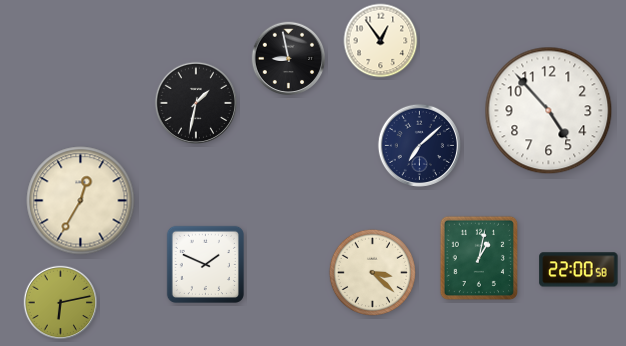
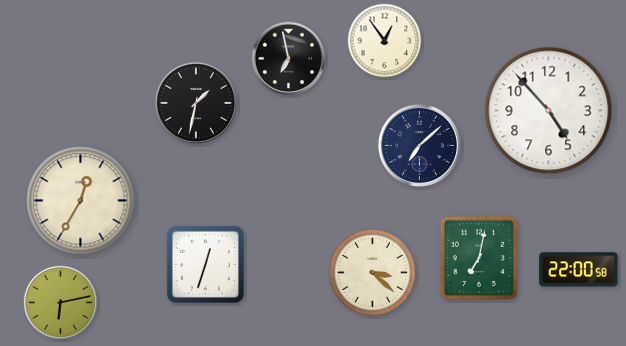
clock at (381, 41) position: (381, 41) -> (385, 41)
clock at (289, 59): 8:58 -> 6:58
clock at (478, 257): 1:02 -> 7:02
clock at (205, 264): 1:49 -> 12:33
